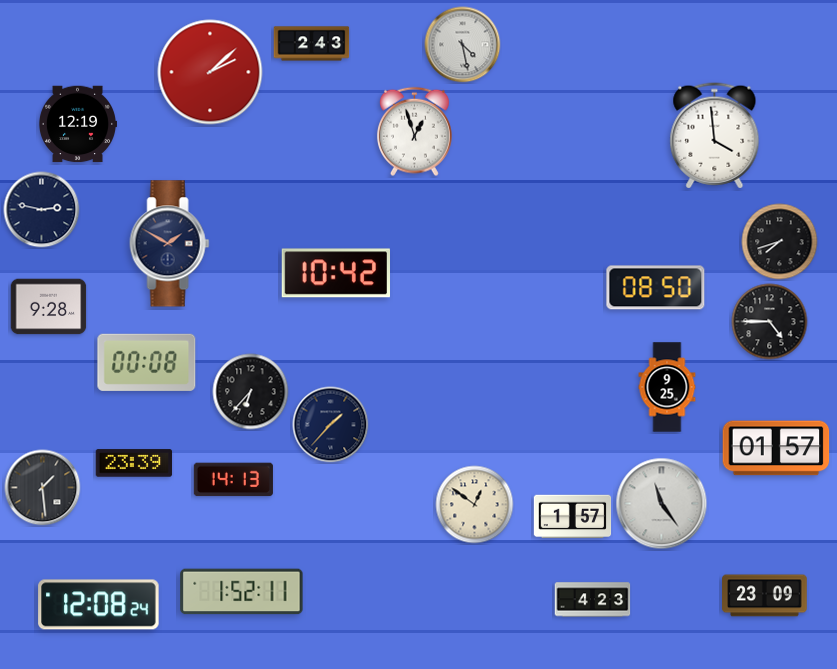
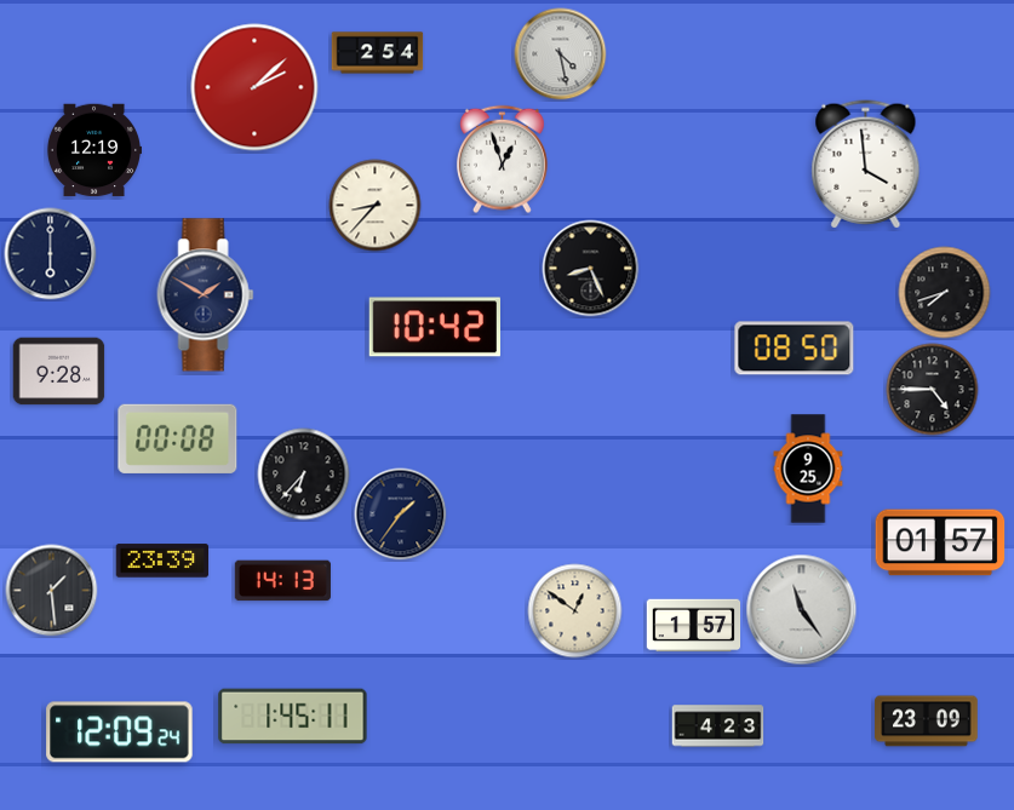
clock at (312, 44): 2:43 -> 2:54
clock at (376, 206): none -> 8:37
clock at (42, 210): 2:47 -> 6:00
clock at (591, 269): none -> 8:26
clock at (336, 273) position: (336, 273) -> (435, 327)
clock at (331, 425): 1:37 -> 1:36
clock at (242, 592): 1:52 -> 1:45
clock at (99, 605): 12:08 -> 12:09
